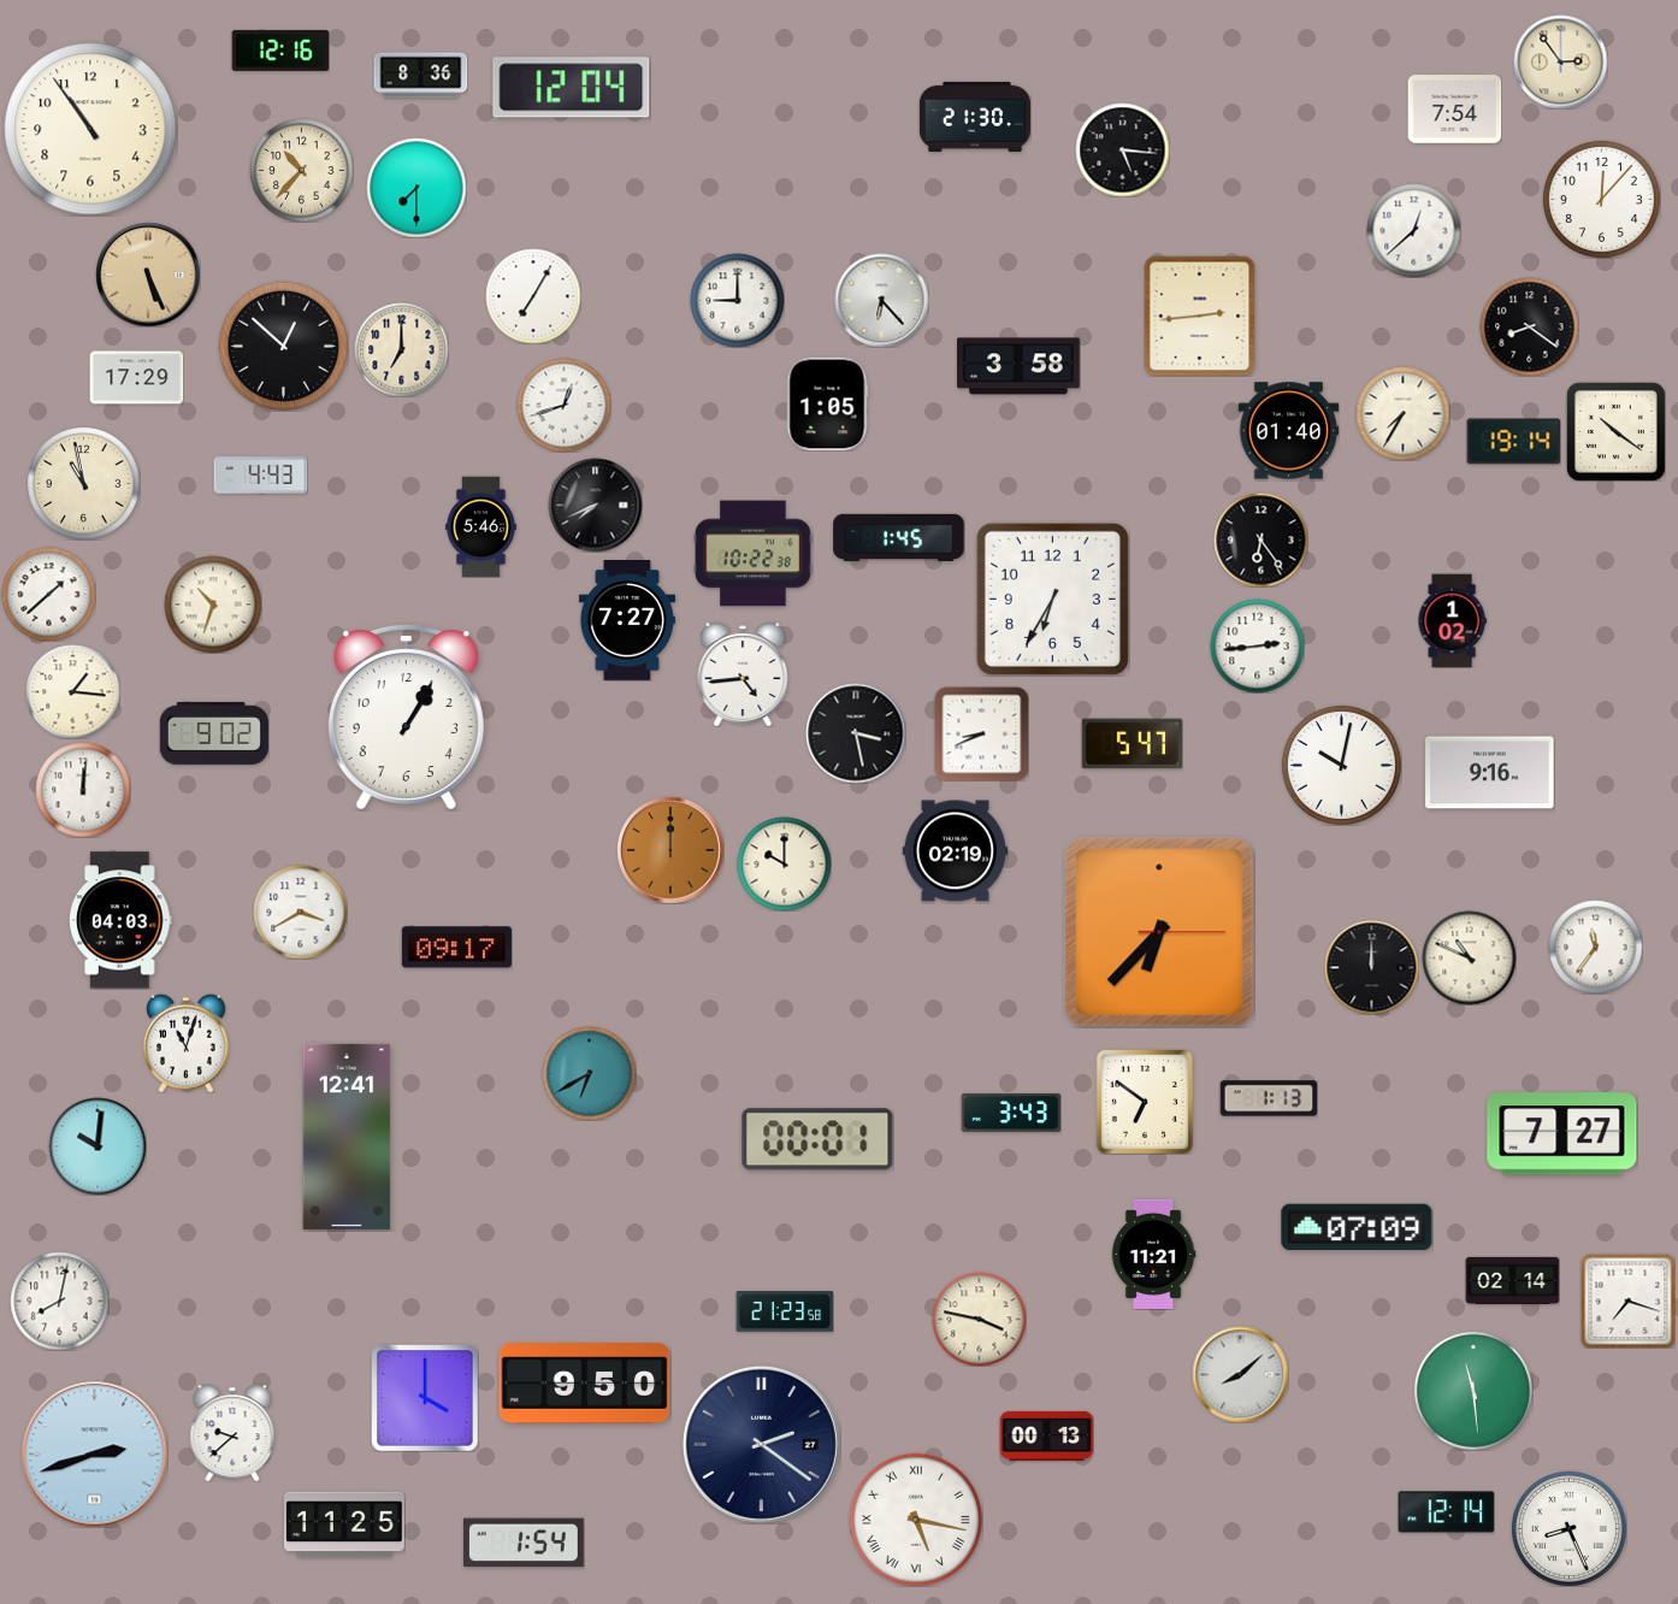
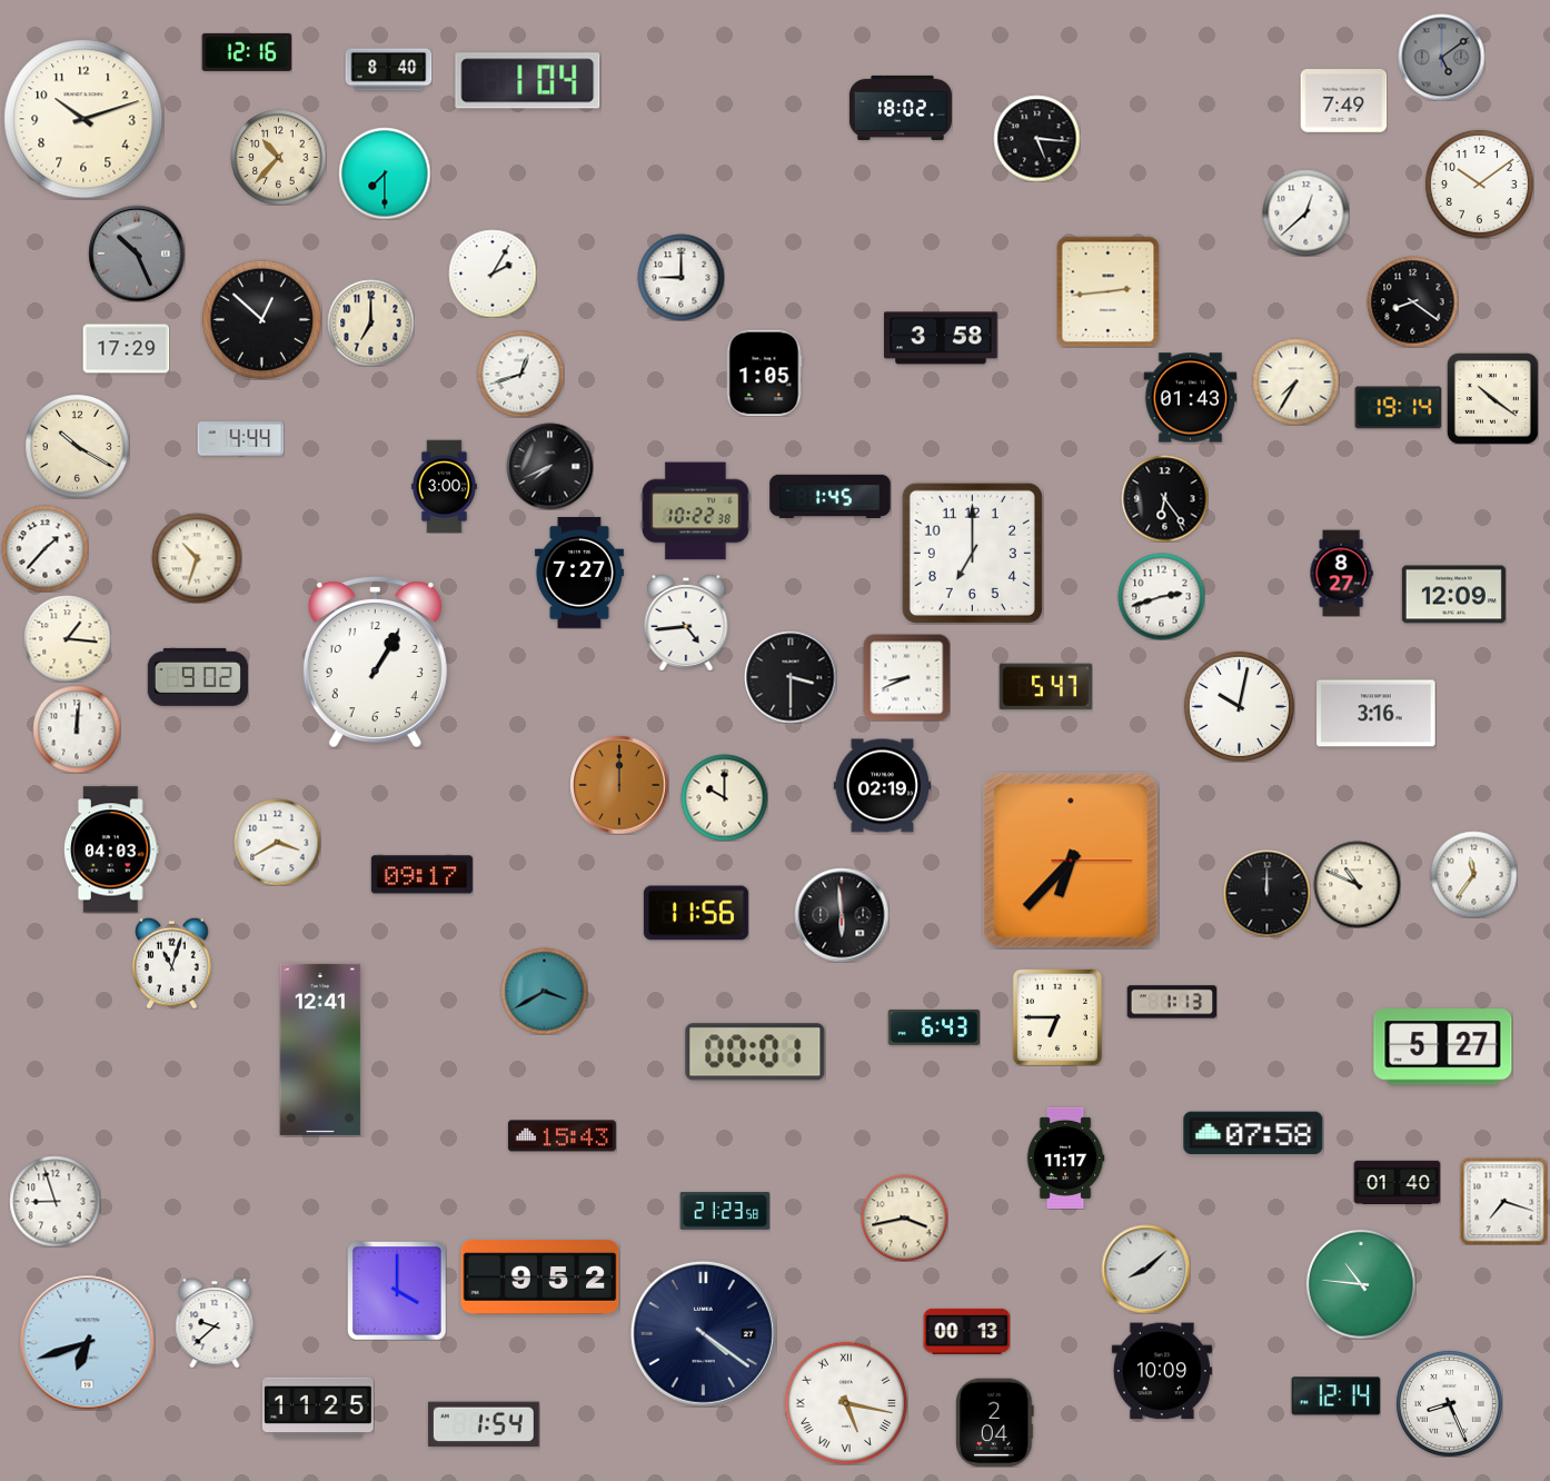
clock at (280, 51) position: (280, 51) -> (247, 52)
clock at (1560, 61): 2:54 -> 5:09
clock at (1560, 61) dial: cream -> grey
clock at (420, 76): 8:36 -> 8:40
clock at (572, 88): 12:04 -> 1:04
clock at (1454, 110): 7:54 -> 7:49
clock at (975, 117): 21:30 -> 18:02
clock at (90, 129): 10:54 -> 10:12
clock at (1601, 199): 12:07 -> 10:09
clock at (148, 275): 5:26 -> 10:26
clock at (148, 275) dial: champagne -> grey
clock at (533, 296): 7:05 -> 2:05
clock at (881, 300): 6:23 -> none
clock at (1288, 431): 01:40 -> 01:43
clock at (260, 476): 4:43 -> 4:44
clock at (84, 484): 10:58 -> 10:20
clock at (480, 526): 5:46 -> 3:00
clock at (48, 594): 1:38 -> 1:37
clock at (1052, 598): 6:35 -> 7:00
clock at (1452, 620): 1:02 -> 8:27
clock at (1453, 595): none -> 12:09
clock at (1257, 645): 2:44 -> 2:42
clock at (856, 733): 3:28 -> 3:30
clock at (1490, 773): 9:16 -> 3:16
clock at (696, 913): none -> 11:56
clock at (842, 915): none -> 5:59
clock at (589, 1073): 6:40 -> 3:40
clock at (1269, 1098) position: (1269, 1098) -> (1172, 1002)
clock at (1145, 1102): 6:51 -> 6:45
clock at (1011, 1113): 3:43 -> 6:43
clock at (1562, 1134): 7:27 -> 5:27
clock at (98, 1146): 10:01 -> none
clock at (1357, 1227): 07:09 -> 07:58
clock at (562, 1136): none -> 15:43
clock at (1153, 1254): 11:21 -> 11:17
clock at (1512, 1280): 02:14 -> 01:40
clock at (59, 1301): 8:02 -> 8:57
clock at (979, 1319): 3:47 -> 3:43
clock at (585, 1384): 9:50 -> 9:52
clock at (1473, 1391): 11:29 -> 10:46
clock at (425, 1398) position: (425, 1398) -> (397, 1291)
clock at (1046, 1435) position: (1046, 1435) -> (966, 1331)
clock at (761, 1444): 2:21 -> 4:21
clock at (95, 1455): 2:42 -> 6:42
clock at (1162, 1371): none -> 10:09
clock at (1568, 1528) position: (1568, 1528) -> (1449, 1403)
clock at (995, 1422): none -> 2:04
